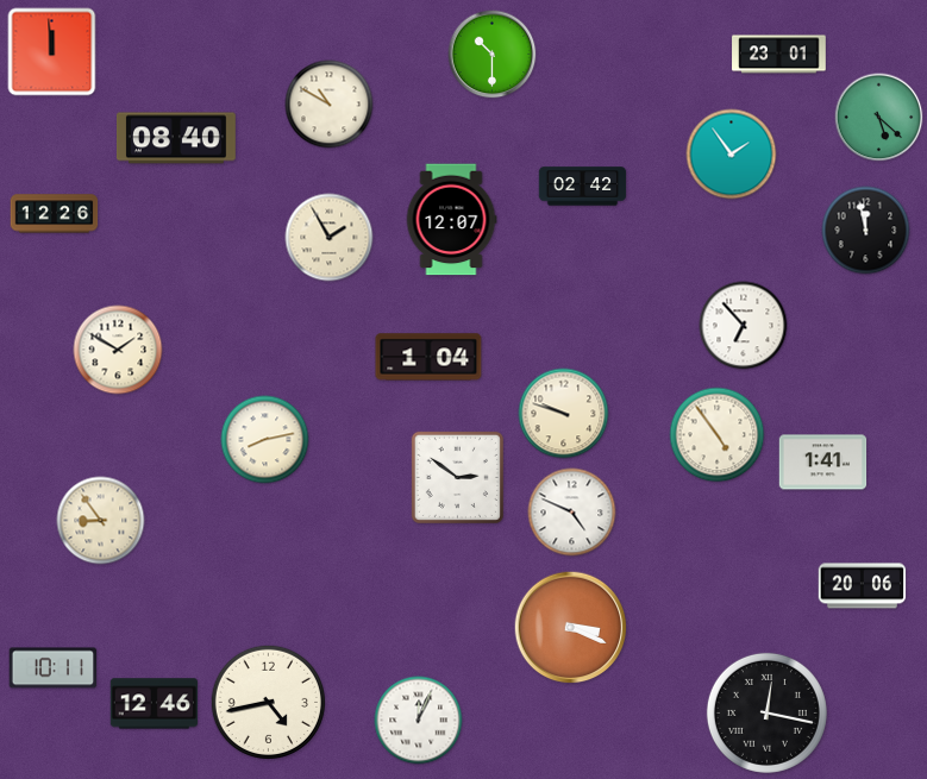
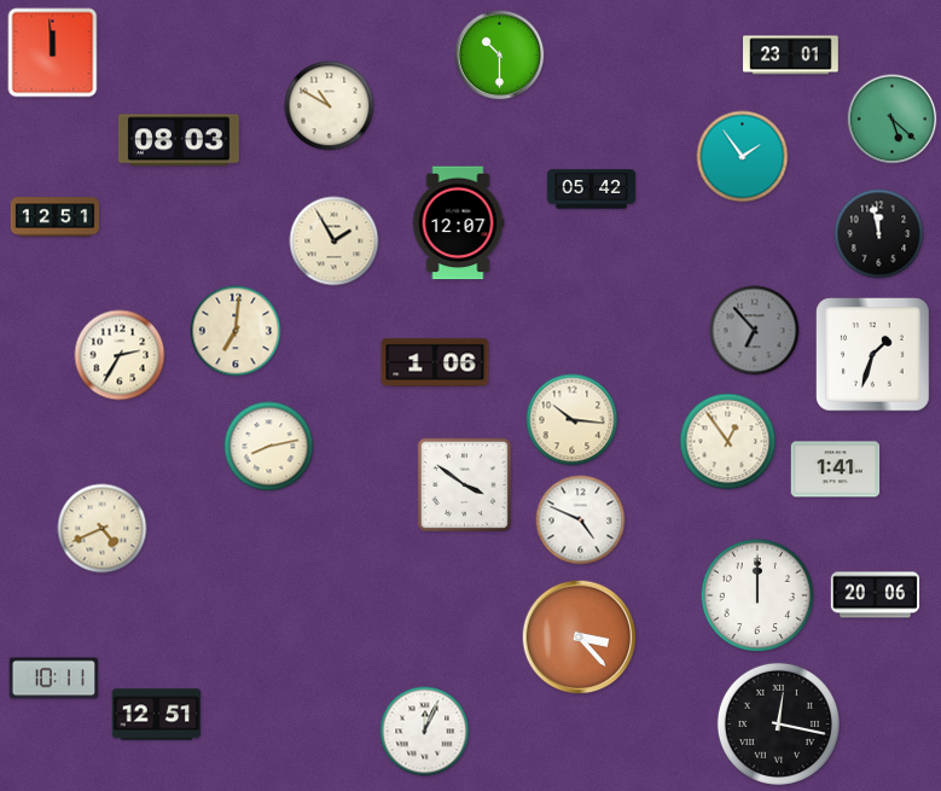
clock at (330, 105) position: (330, 105) -> (330, 106)
clock at (177, 138): 08:40 -> 08:03
clock at (583, 187): 02:42 -> 05:42
clock at (55, 214): 12:26 -> 12:51
clock at (236, 331): none -> 7:01
clock at (744, 326) dial: white -> grey
clock at (118, 350): 1:50 -> 2:35
clock at (873, 355): none -> 1:33
clock at (428, 357): 1:04 -> 1:06
clock at (564, 414): 9:48 -> 10:16
clock at (718, 435): 4:54 -> 12:54
clock at (457, 477): 2:51 -> 3:51
clock at (101, 521): 8:54 -> 4:41
clock at (757, 595): none -> 12:00
clock at (571, 628): 3:19 -> 3:23
clock at (268, 702): 4:43 -> none
clock at (155, 704): 12:46 -> 12:51
